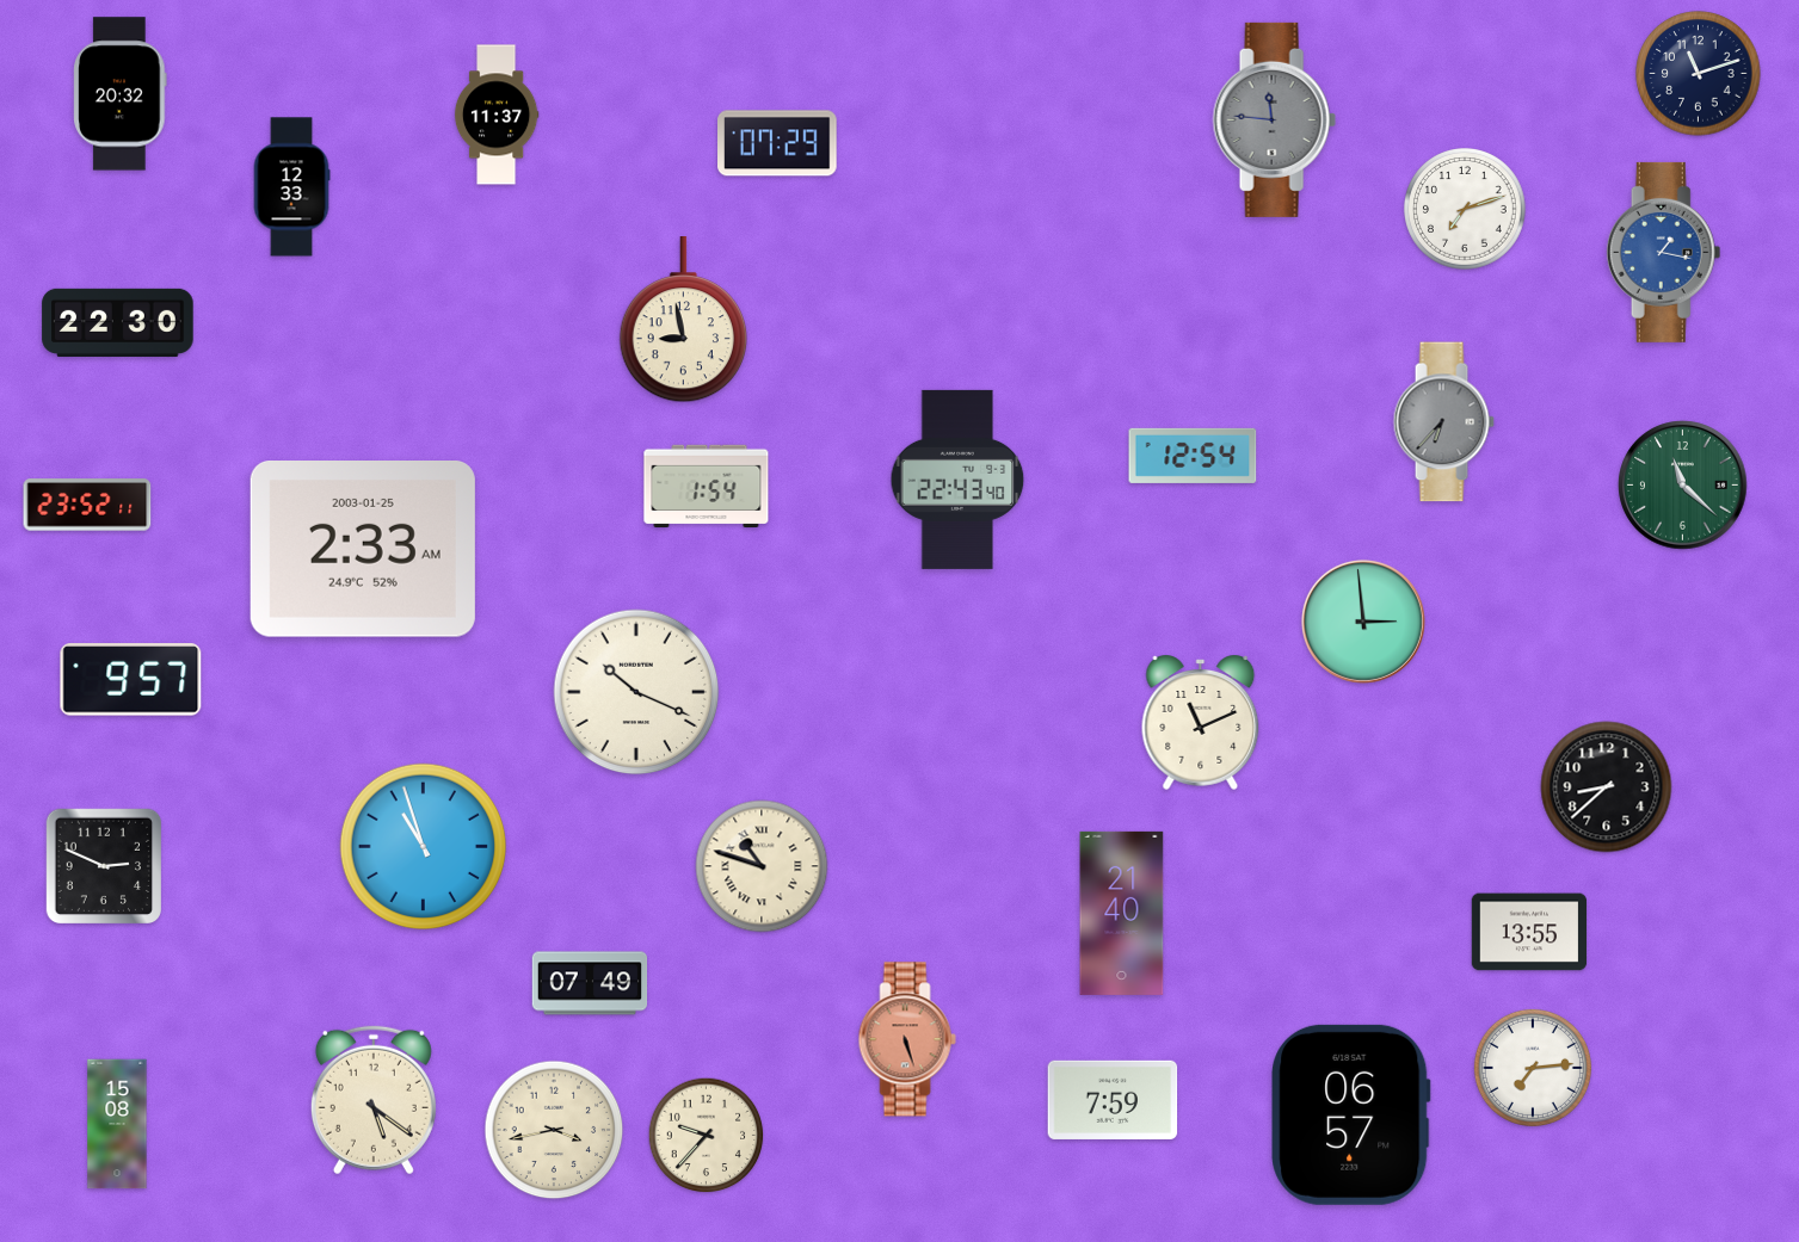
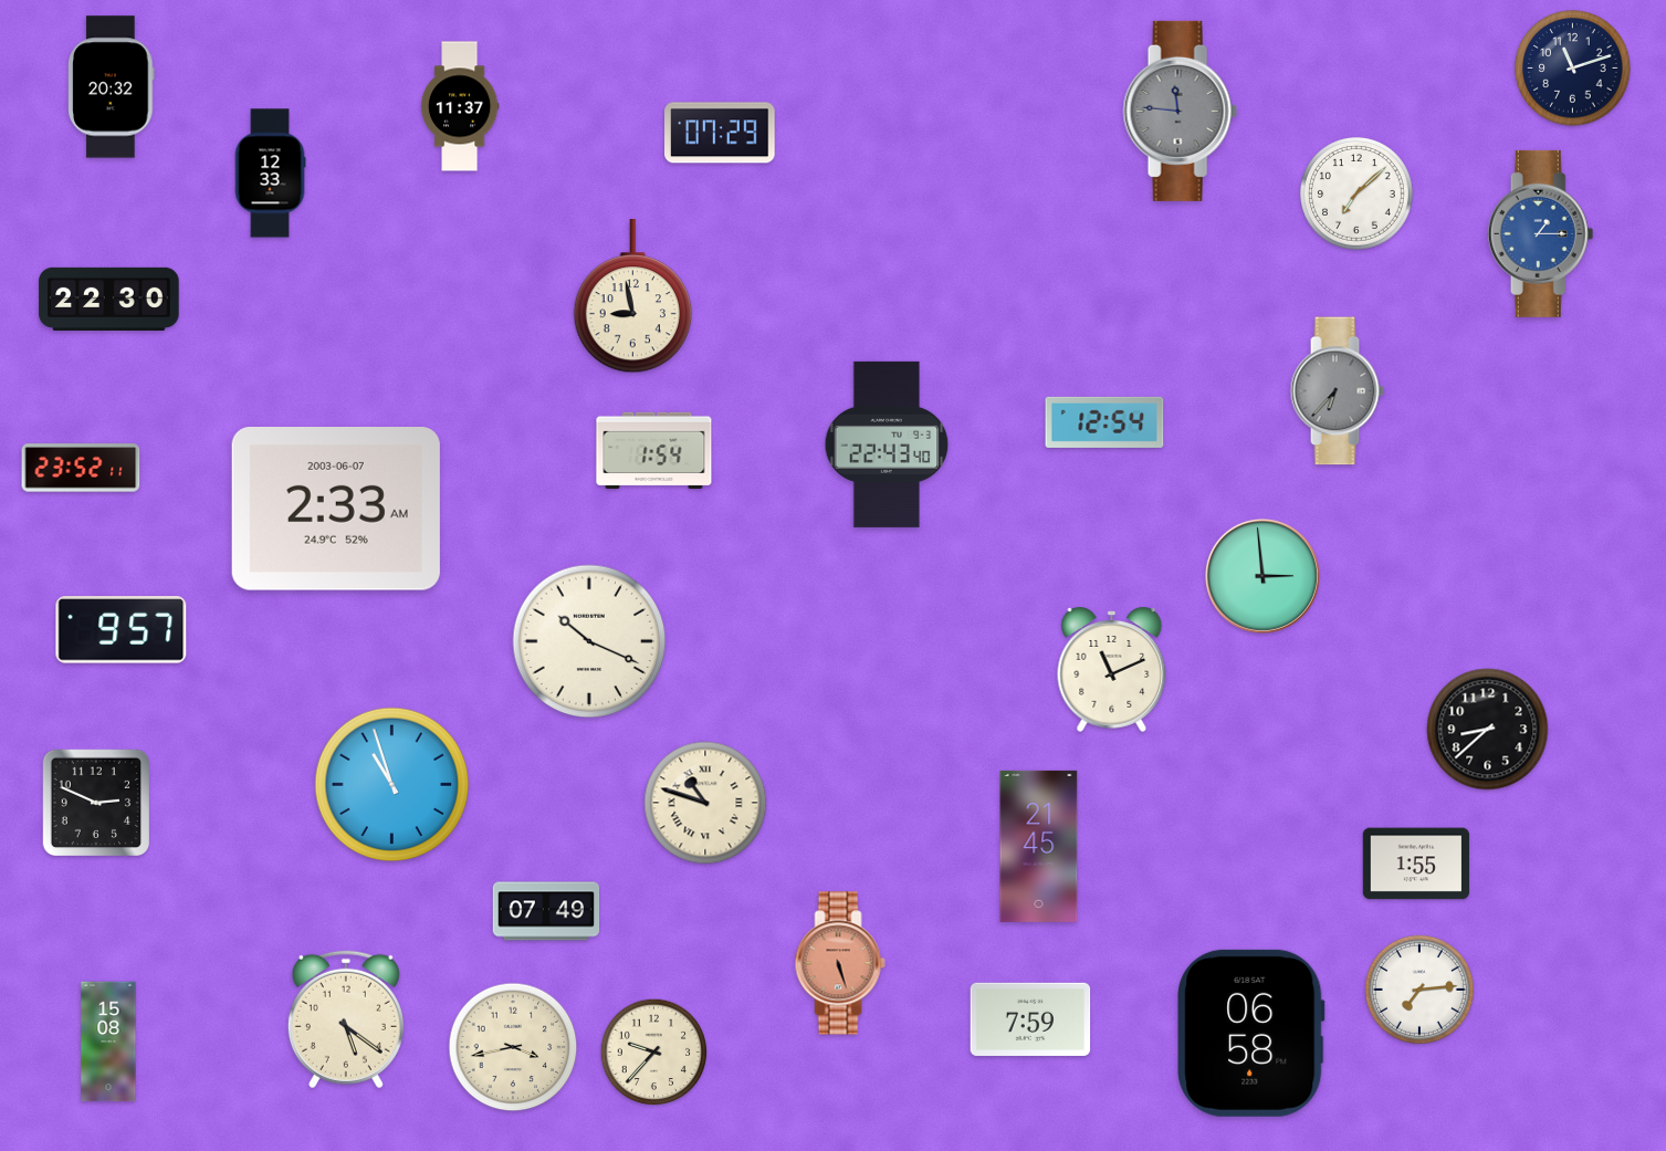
clock at (1466, 210): 7:12 -> 7:08
clock at (1664, 252): 1:17 -> 1:15
clock at (1683, 486): 11:22 -> none
clock at (363, 550) date: 2003-01-25 -> 2003-06-07
clock at (1122, 913): 21:40 -> 21:45
clock at (1529, 932): 13:55 -> 1:55
clock at (1351, 1114): 06:57 -> 06:58
